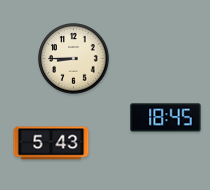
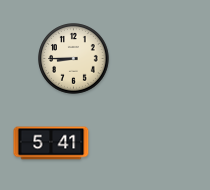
clock at (166, 118): 18:45 -> none
clock at (51, 143): 5:43 -> 5:41
